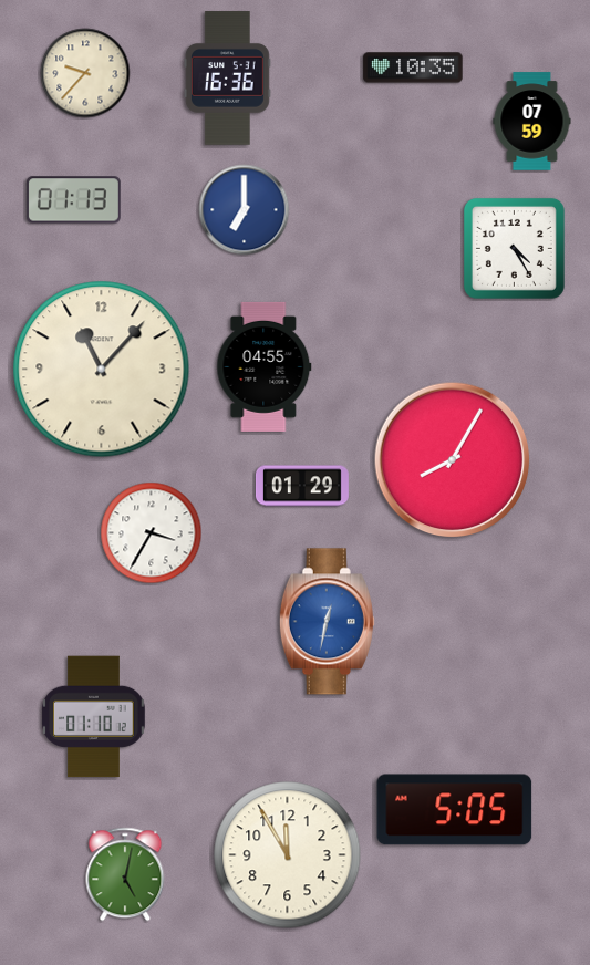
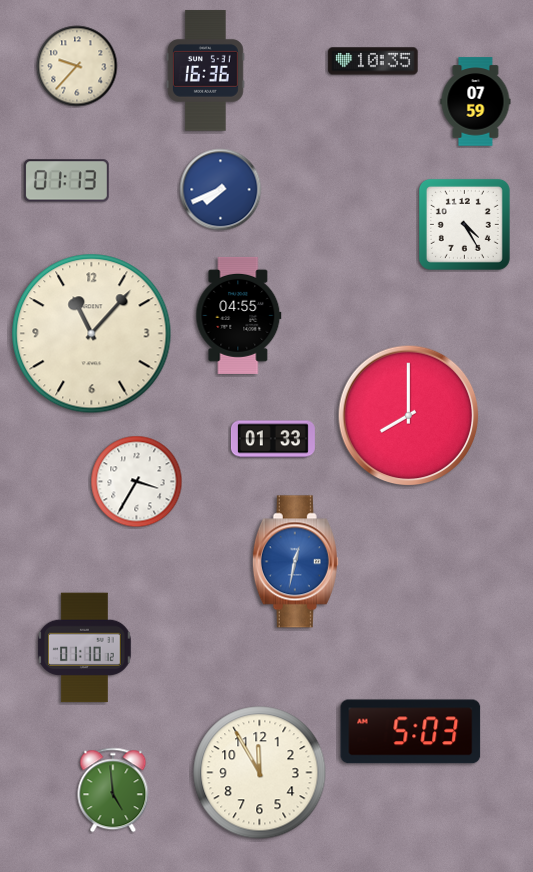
clock at (532, 122) position: (532, 122) -> (476, 102)
clock at (245, 210): 7:00 -> 7:41
clock at (265, 366) position: (265, 366) -> (239, 315)
clock at (453, 460): 8:05 -> 8:00
clock at (302, 486): 01:29 -> 01:33
clock at (455, 810): 5:05 -> 5:03
clock at (125, 874): 5:02 -> 4:59
